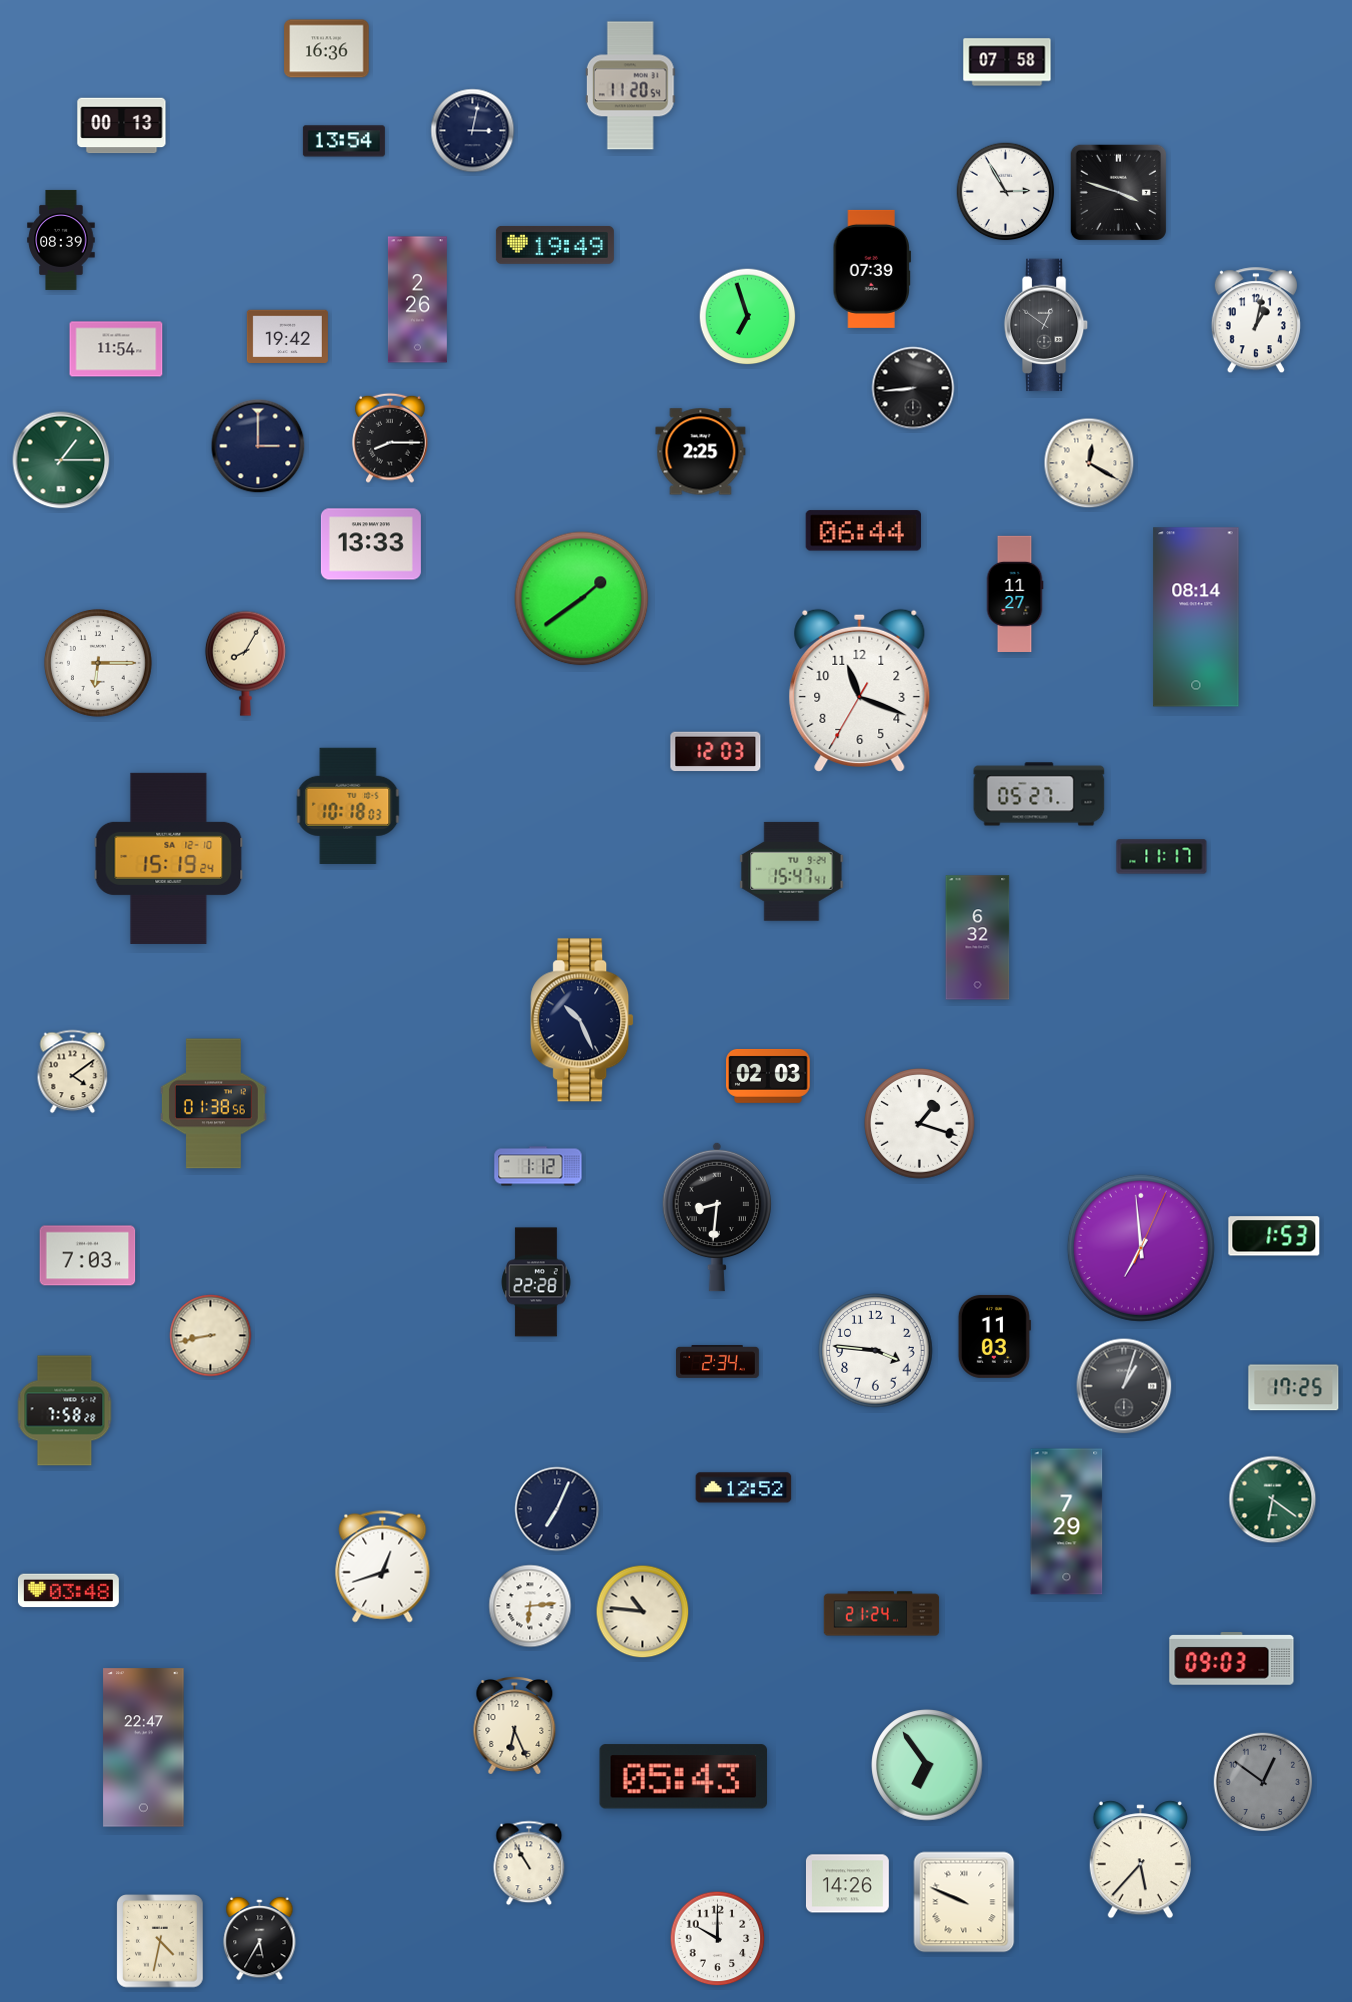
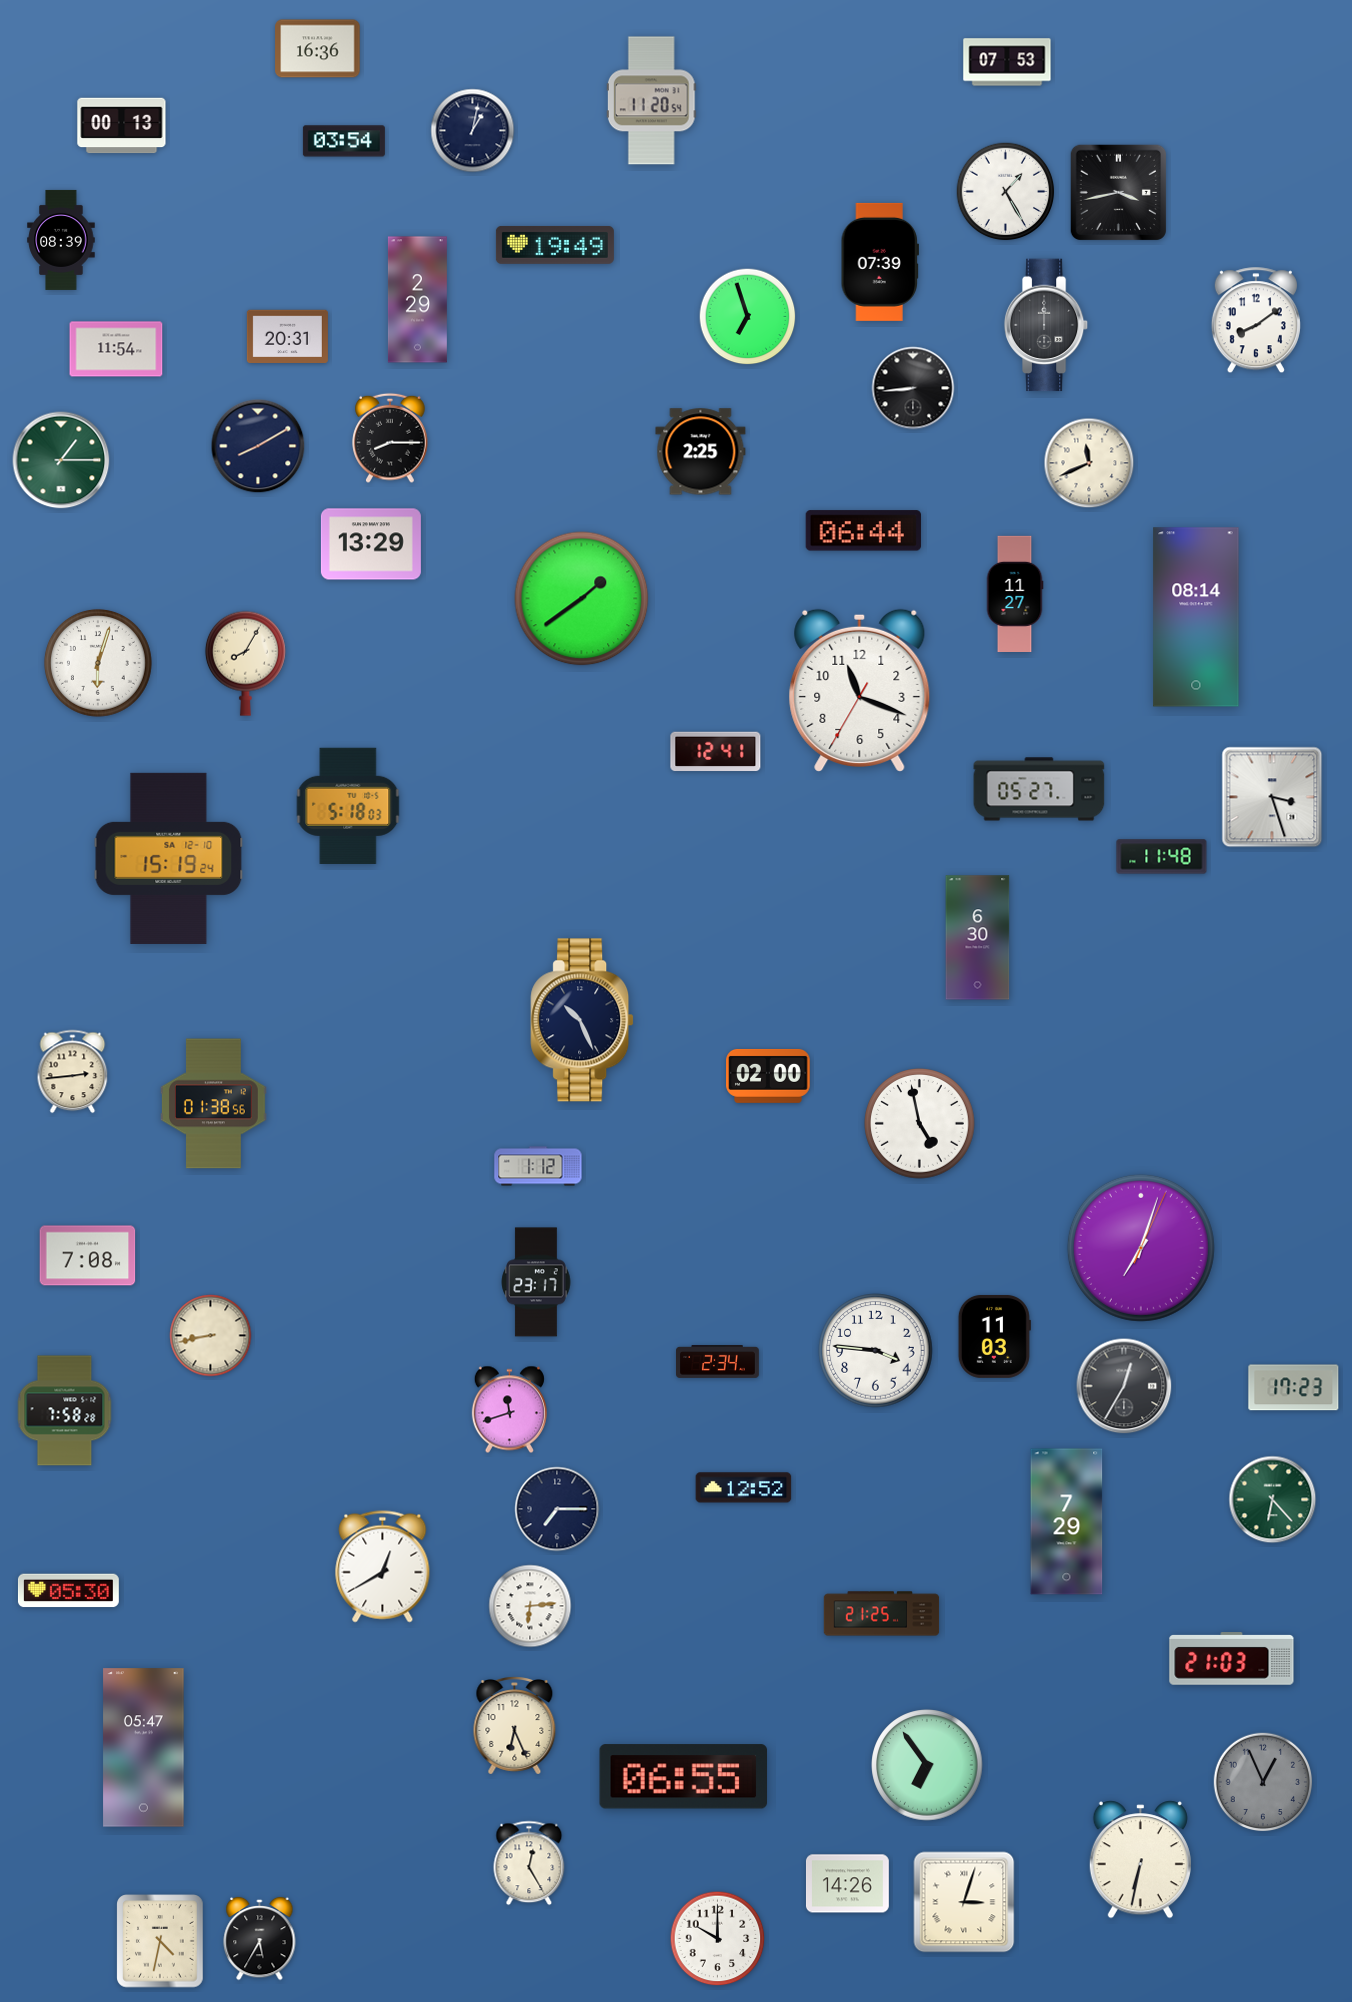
clock at (327, 49) position: (327, 49) -> (318, 49)
clock at (1007, 62): 07:58 -> 07:53
clock at (630, 86) position: (630, 86) -> (651, 101)
clock at (473, 131): 3:02 -> 1:02
clock at (344, 141): 13:54 -> 03:54
clock at (1006, 192): 2:55 -> 1:25
clock at (1118, 192): 3:48 -> 3:43
clock at (871, 269) position: (871, 269) -> (879, 262)
clock at (417, 300): 2:26 -> 2:29
clock at (1256, 321): 1:02 -> 8:09
clock at (1046, 325): 12:51 -> 12:00
clock at (287, 337): 19:42 -> 20:31
clock at (258, 446): 3:00 -> 8:10
clock at (1089, 463): 12:20 -> 11:41
clock at (371, 544): 13:33 -> 13:29
clock at (98, 663): 6:15 -> 6:03
clock at (716, 752): 12:03 -> 12:41
clock at (1039, 794) position: (1039, 794) -> (1039, 789)
clock at (1272, 797): none -> 3:27
clock at (348, 806): 10:18 -> 5:18
clock at (1162, 857): 11:17 -> 11:48
clock at (792, 871): 15:47 -> none
clock at (978, 938): 6:32 -> 6:30
clock at (73, 1072): 4:09 -> 2:44
clock at (768, 1076): 02:03 -> 02:00
clock at (920, 1124): 1:18 -> 4:58
clock at (717, 1217): 8:31 -> none
clock at (1274, 1236): 1:53 -> none
clock at (1141, 1248): 6:59 -> 7:03
clock at (88, 1256): 7:03 -> 7:08
clock at (536, 1282): 22:28 -> 23:17
clock at (1124, 1386): 1:03 -> 12:35
clock at (1294, 1388): 17:25 -> 17:23
clock at (509, 1410): none -> 11:42
clock at (1273, 1500): 6:21 -> 6:23
clock at (557, 1509): 7:04 -> 7:15
clock at (383, 1567): 12:42 -> 12:40
clock at (68, 1591): 03:48 -> 05:30
clock at (643, 1612): 10:46 -> none
clock at (882, 1614): 21:24 -> 21:25
clock at (1232, 1659): 09:03 -> 21:03
clock at (144, 1748): 22:47 -> 05:47
clock at (684, 1777): 05:43 -> 06:55
clock at (1263, 1782): 12:51 -> 12:56
clock at (1140, 1860): 5:37 -> 6:32
clock at (529, 1863): 10:55 -> 12:25
clock at (964, 1902): 9:49 -> 3:03
